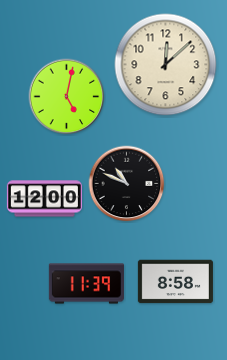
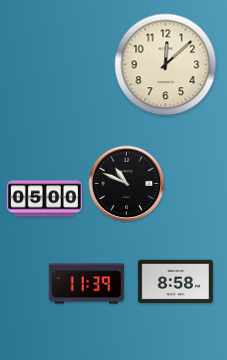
clock at (67, 97): 5:02 -> none
clock at (44, 199): 12:00 -> 05:00
